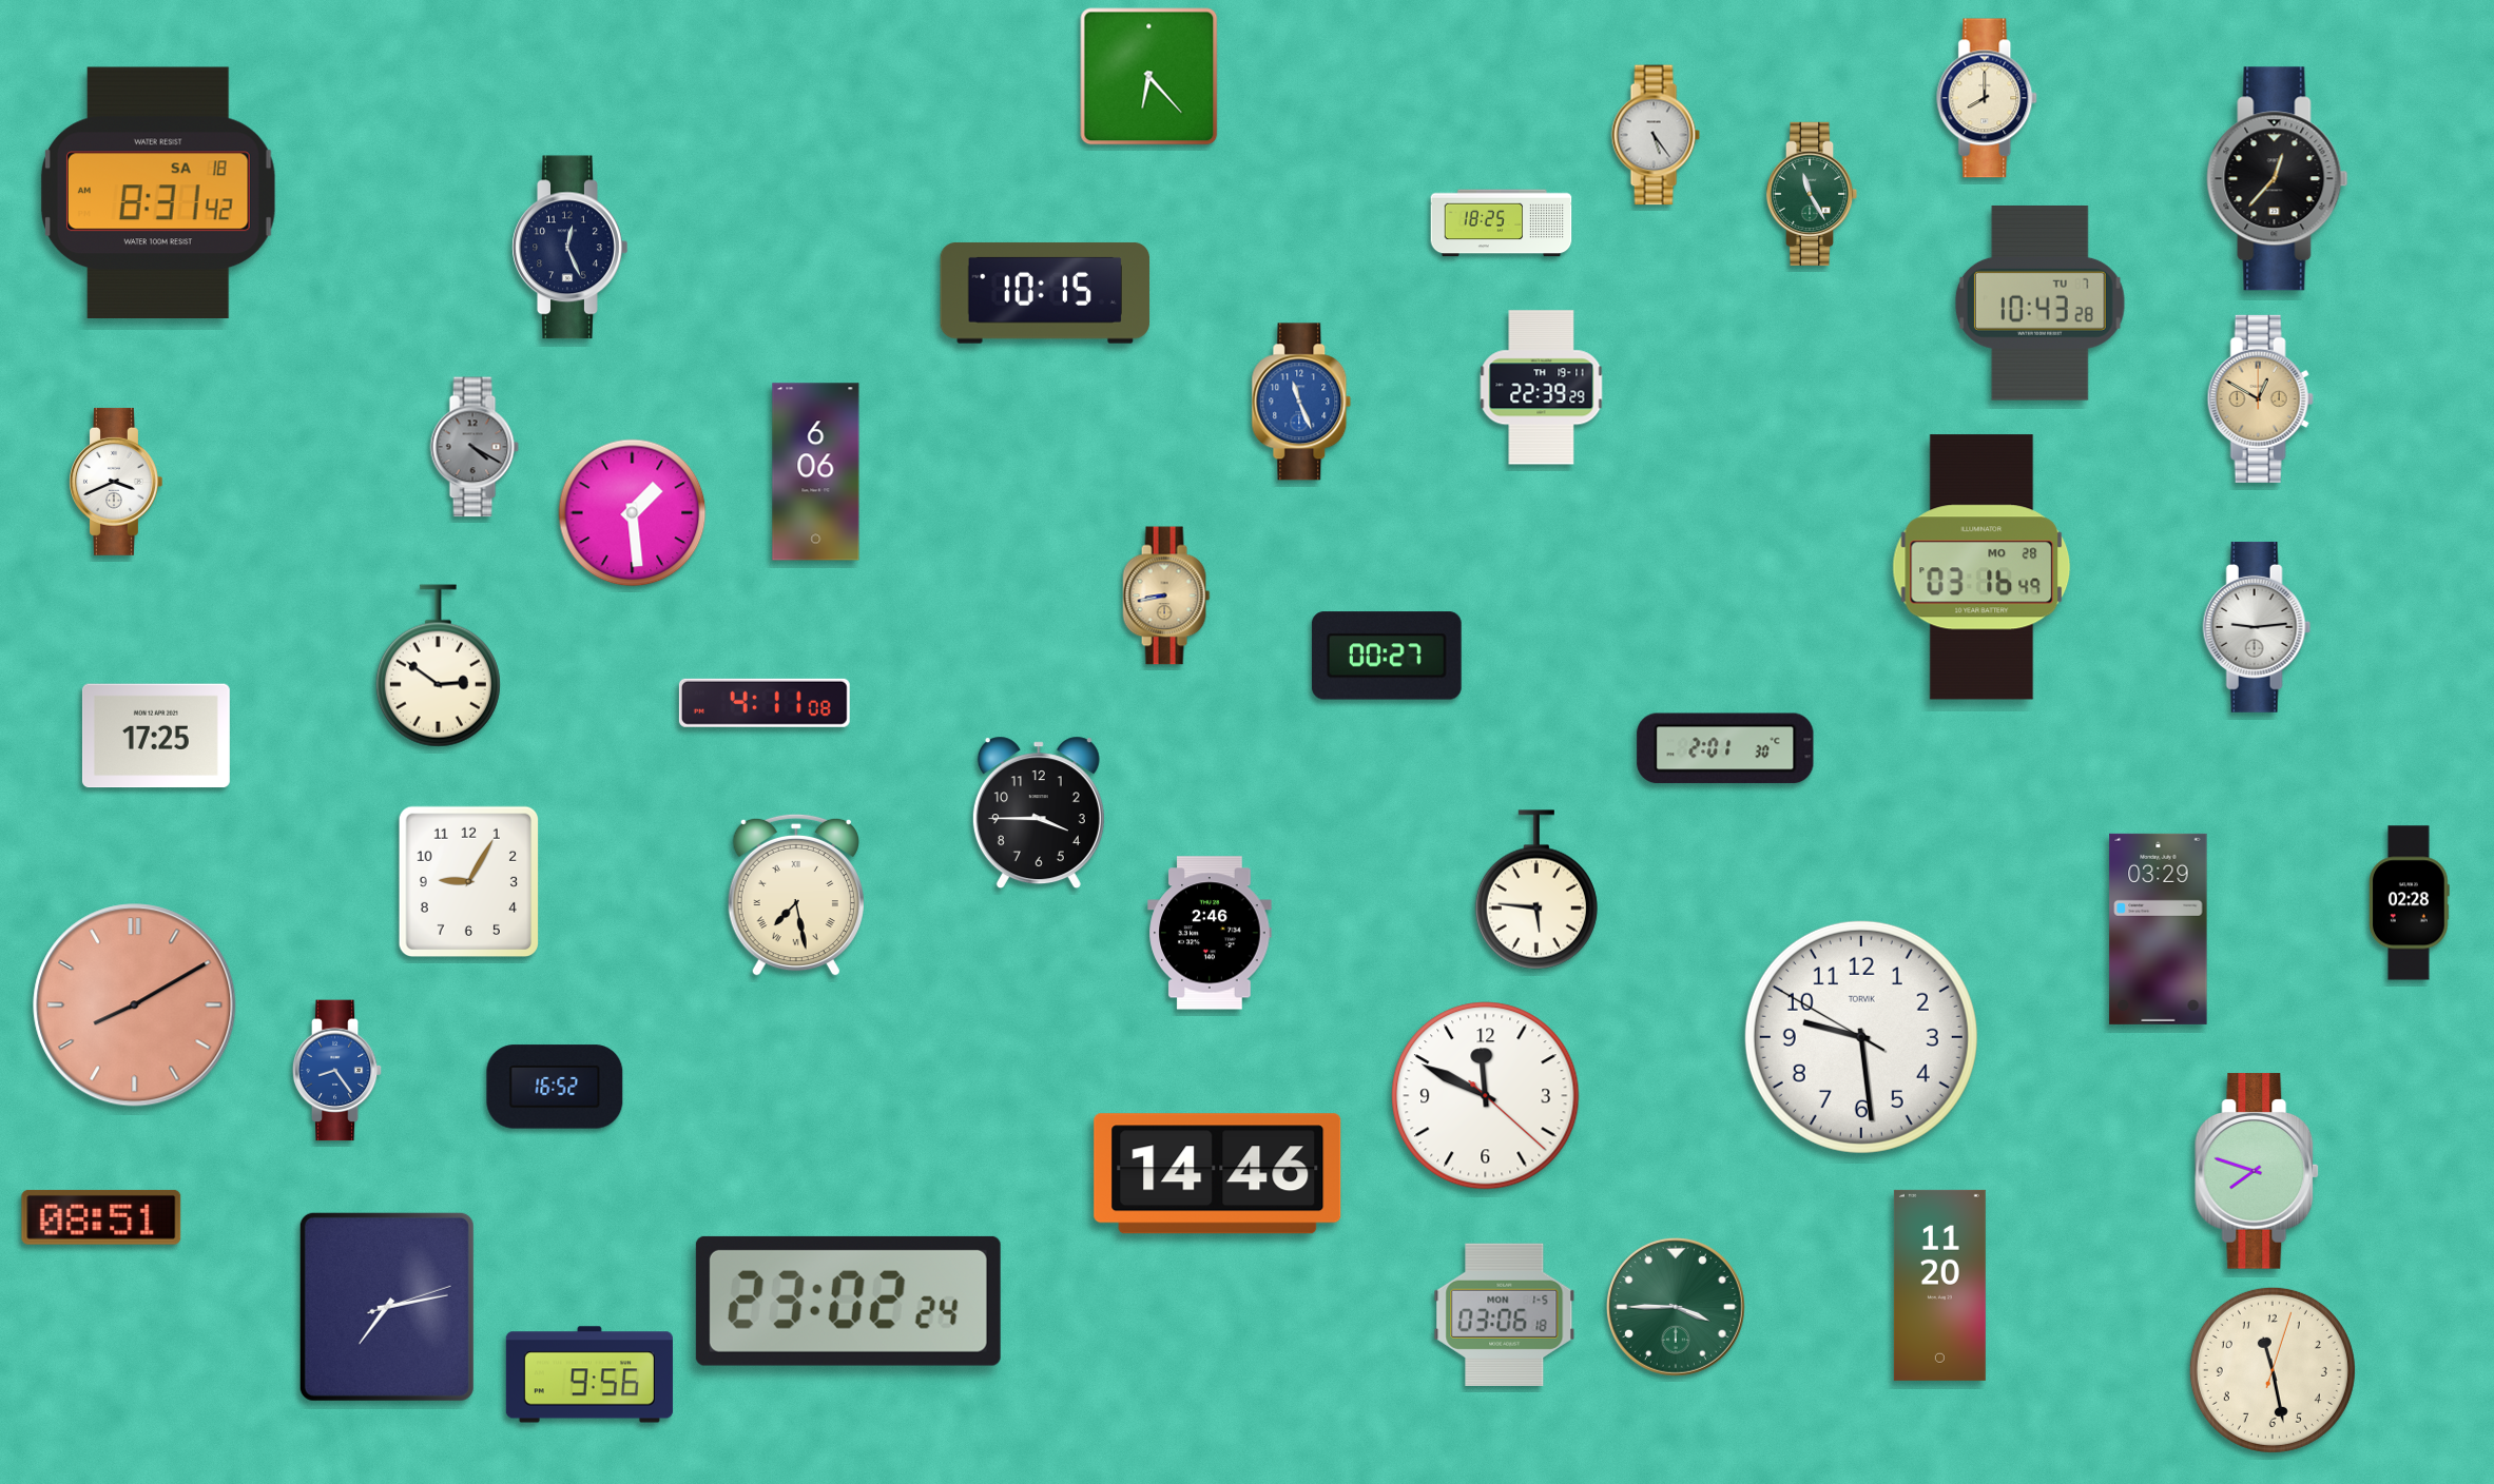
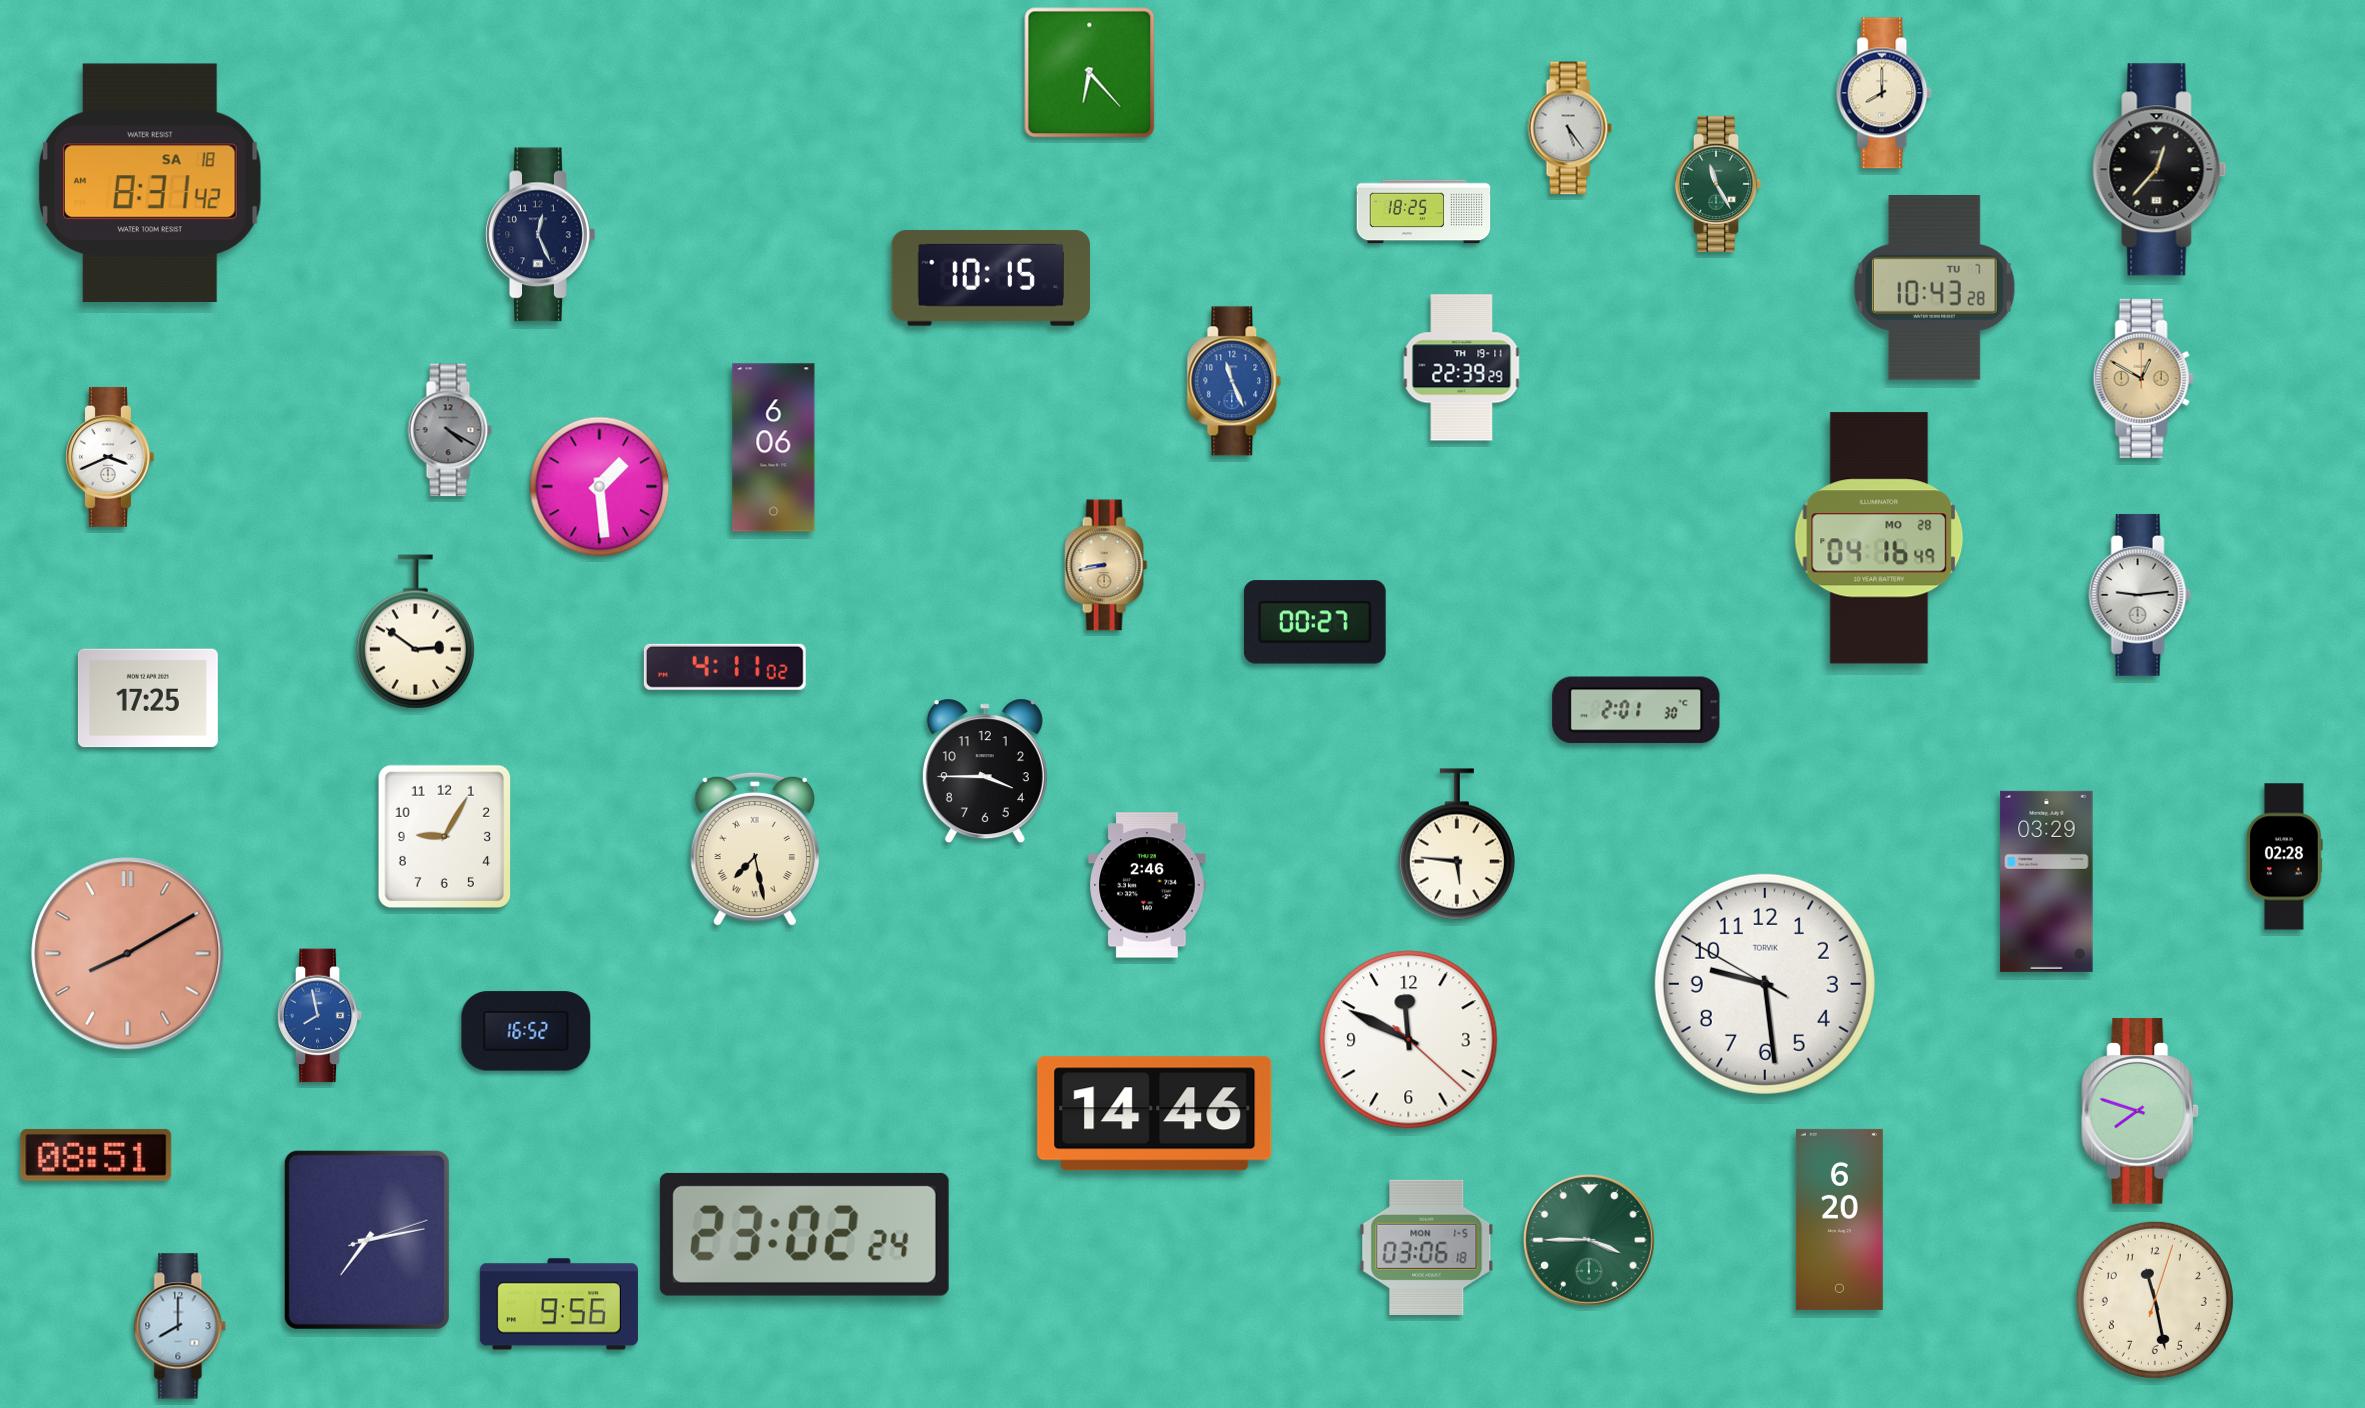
clock at (475, 447) position: (475, 447) -> (450, 430)
clock at (1981, 567): 03:16 -> 04:16
clock at (765, 703): 4:11:08 -> 4:11:02
clock at (337, 1071): 8:24 -> 7:58
clock at (1939, 1285): 11:20 -> 6:20
clock at (180, 1326): none -> 8:00
